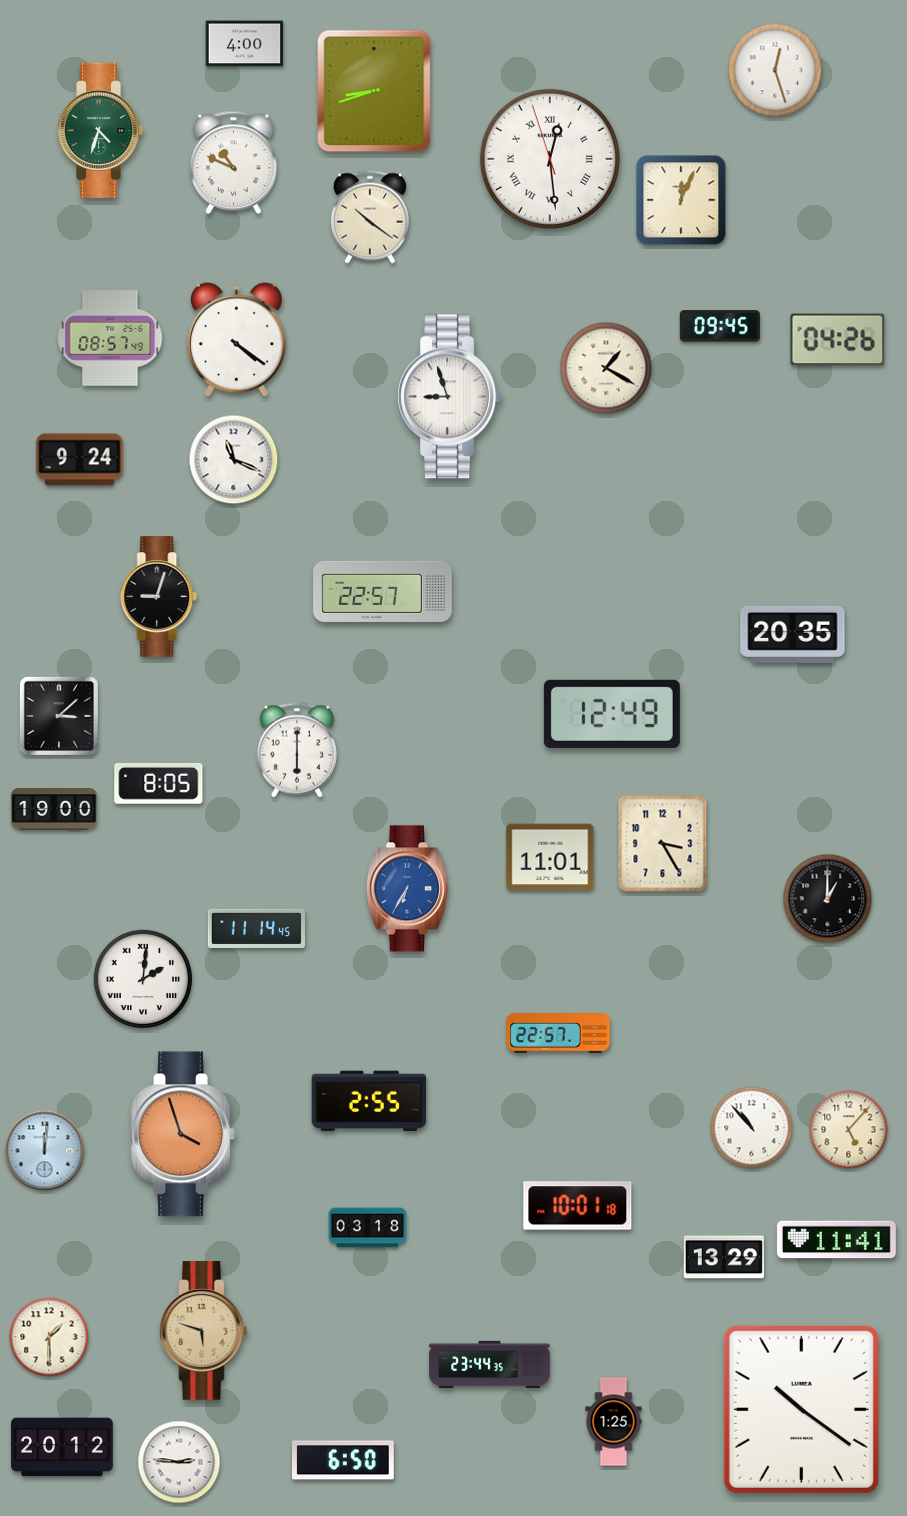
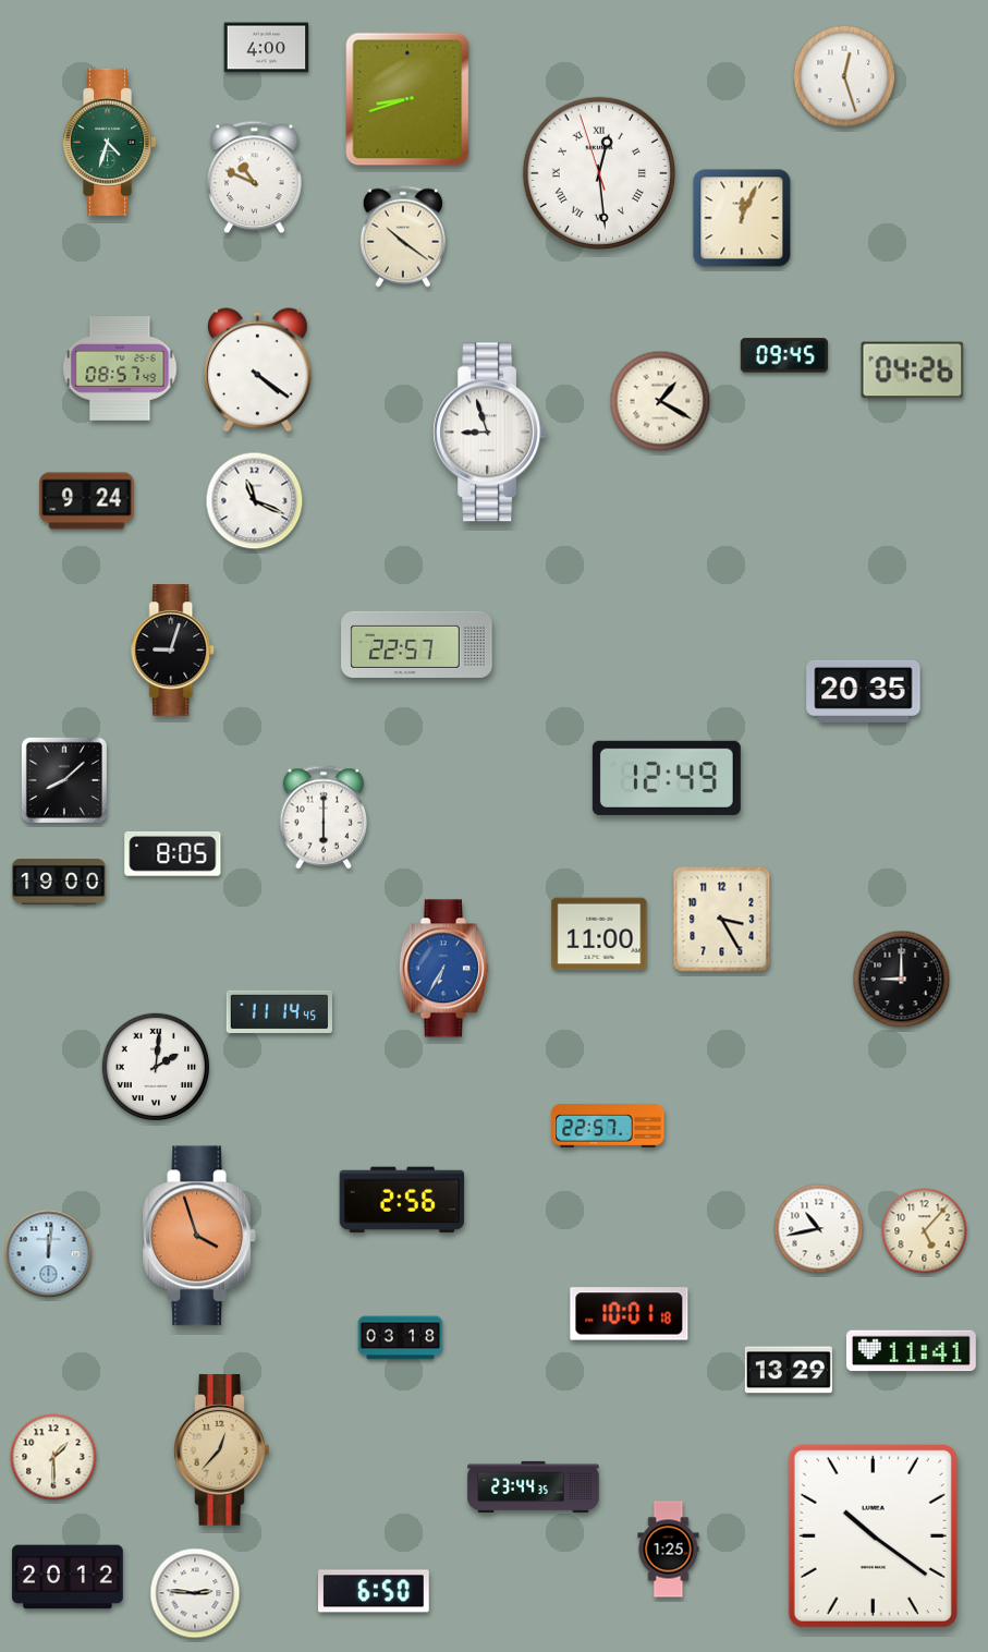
clock at (59, 716): 3:08 -> 8:08
clock at (550, 857): 11:01 -> 11:00
clock at (828, 899): 1:00 -> 9:00
clock at (369, 1101): 2:55 -> 2:56
clock at (752, 1128): 10:53 -> 10:43
clock at (204, 1331): 5:48 -> 12:37
